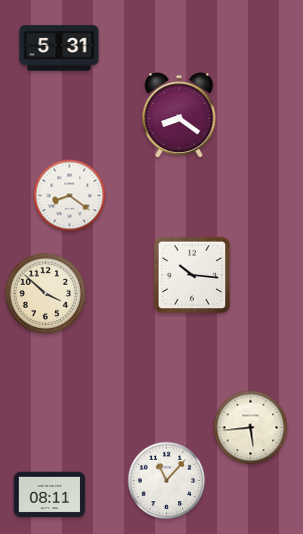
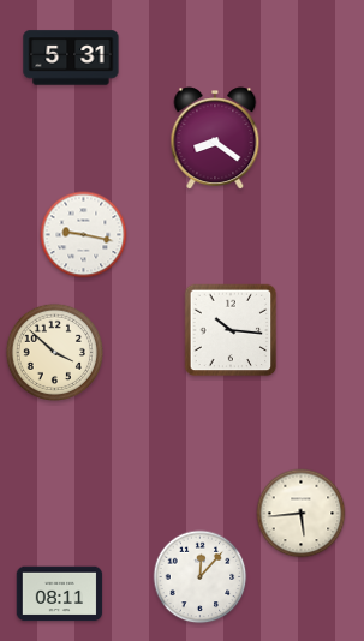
clock at (70, 196): 8:21 -> 9:17
clock at (167, 481): 11:07 -> 12:07
